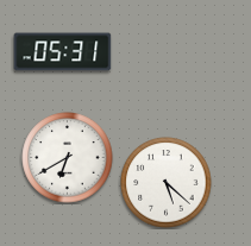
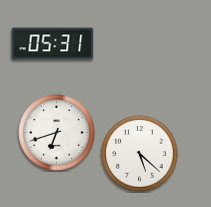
clock at (68, 158): 6:40 -> 6:42
